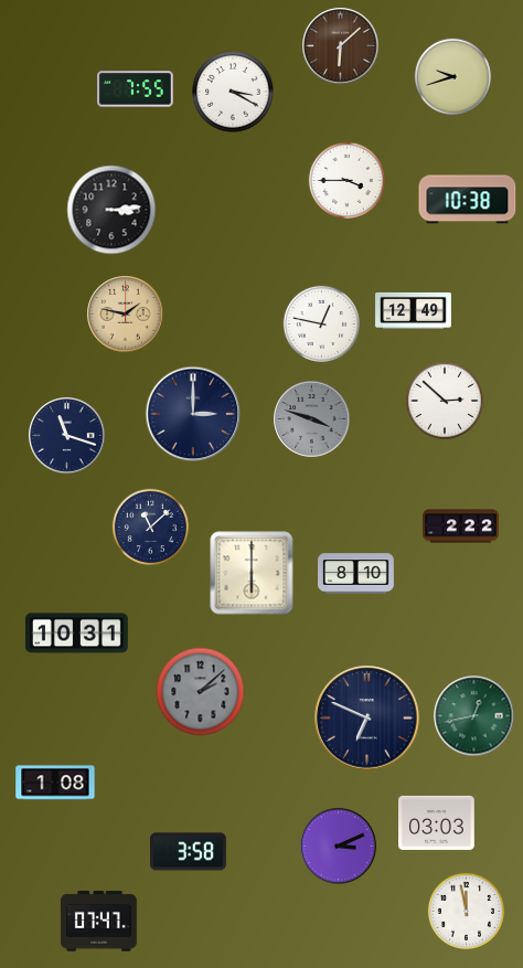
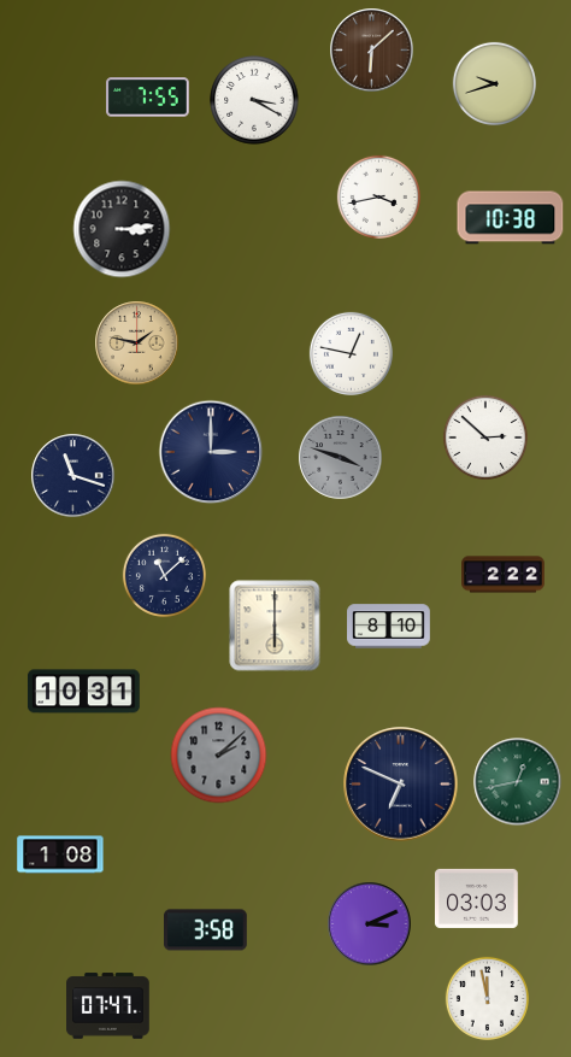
clock at (346, 180): 3:45 -> 3:43
clock at (414, 310): 12:49 -> none
clock at (466, 911) position: (466, 911) -> (487, 998)
